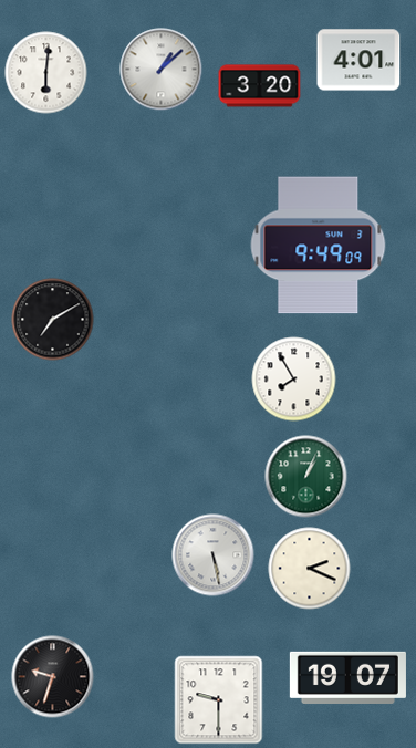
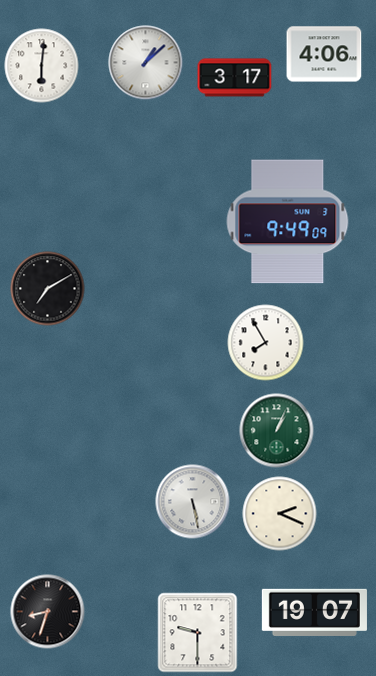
clock at (358, 60): 4:01 -> 4:06
clock at (260, 86): 3:20 -> 3:17
clock at (53, 677): 9:33 -> 8:33
